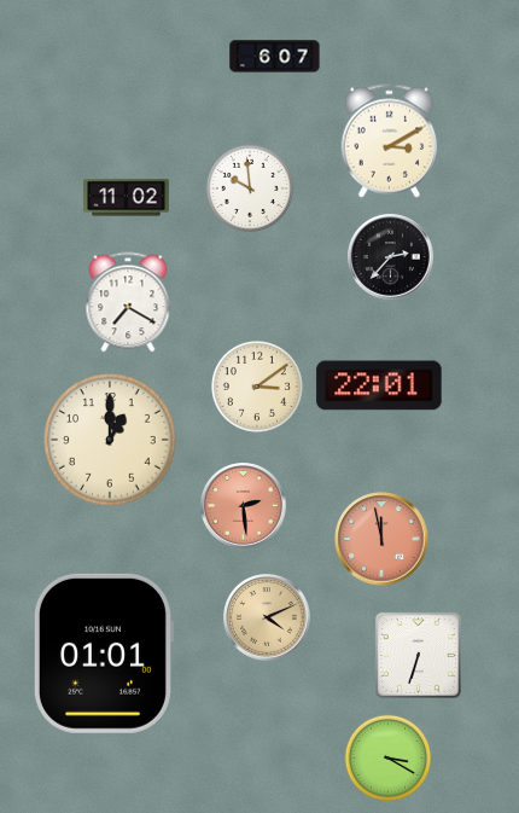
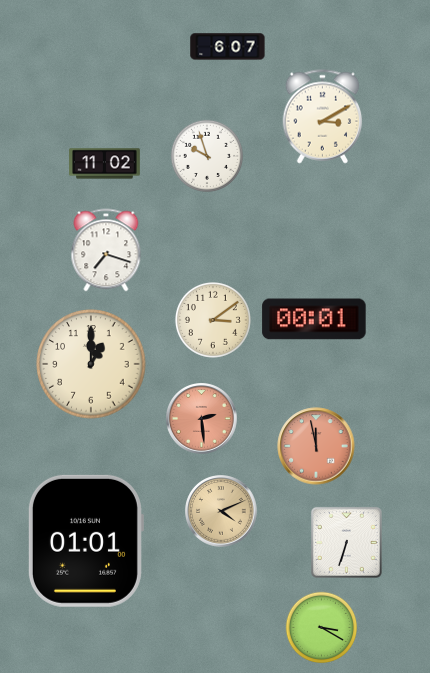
clock at (249, 187): 9:59 -> 9:57
clock at (391, 257): 2:37 -> none
clock at (128, 302): 7:20 -> 7:18
clock at (379, 385): 22:01 -> 00:01
